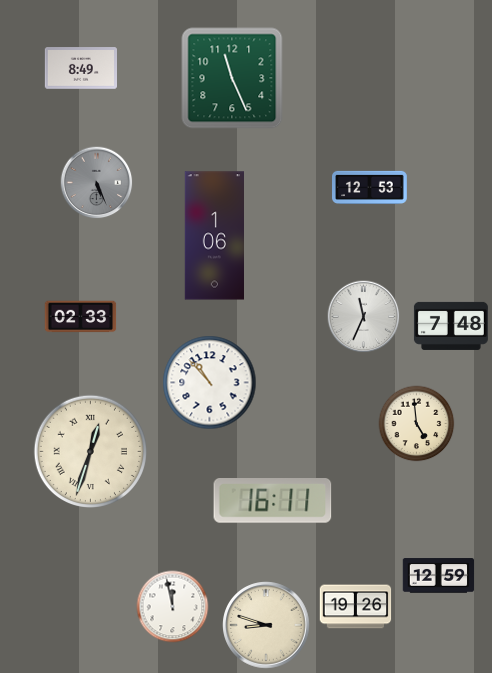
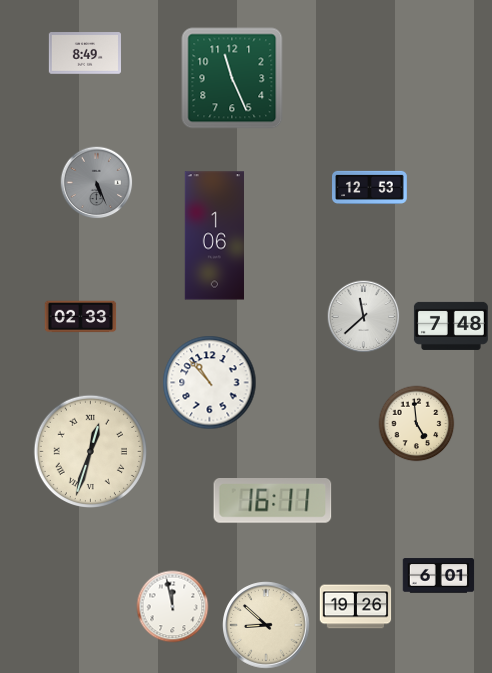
clock at (80, 68) position: (80, 68) -> (84, 53)
clock at (364, 317): 11:34 -> 11:38
clock at (439, 576): 12:59 -> 6:01
clock at (266, 625): 8:48 -> 8:52
